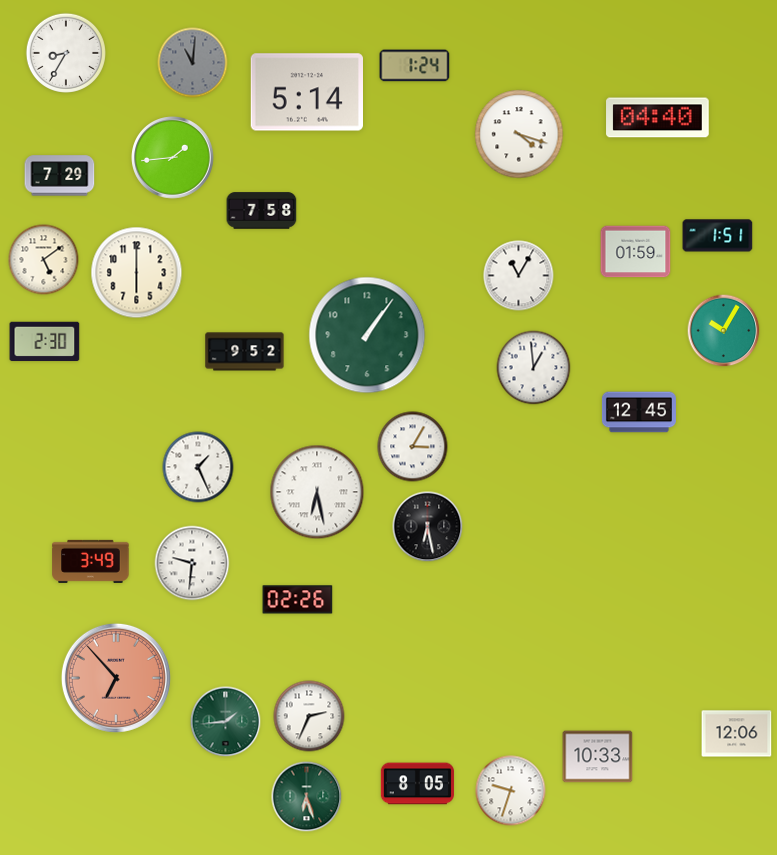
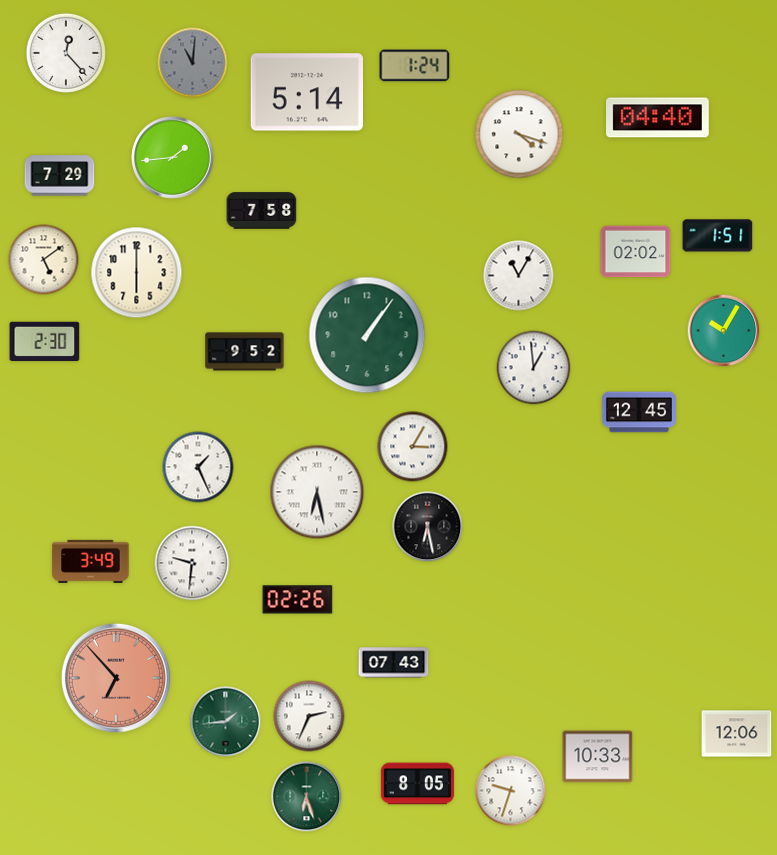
clock at (65, 52): 8:35 -> 12:23
clock at (636, 252): 01:59 -> 02:02
clock at (394, 663): none -> 07:43
